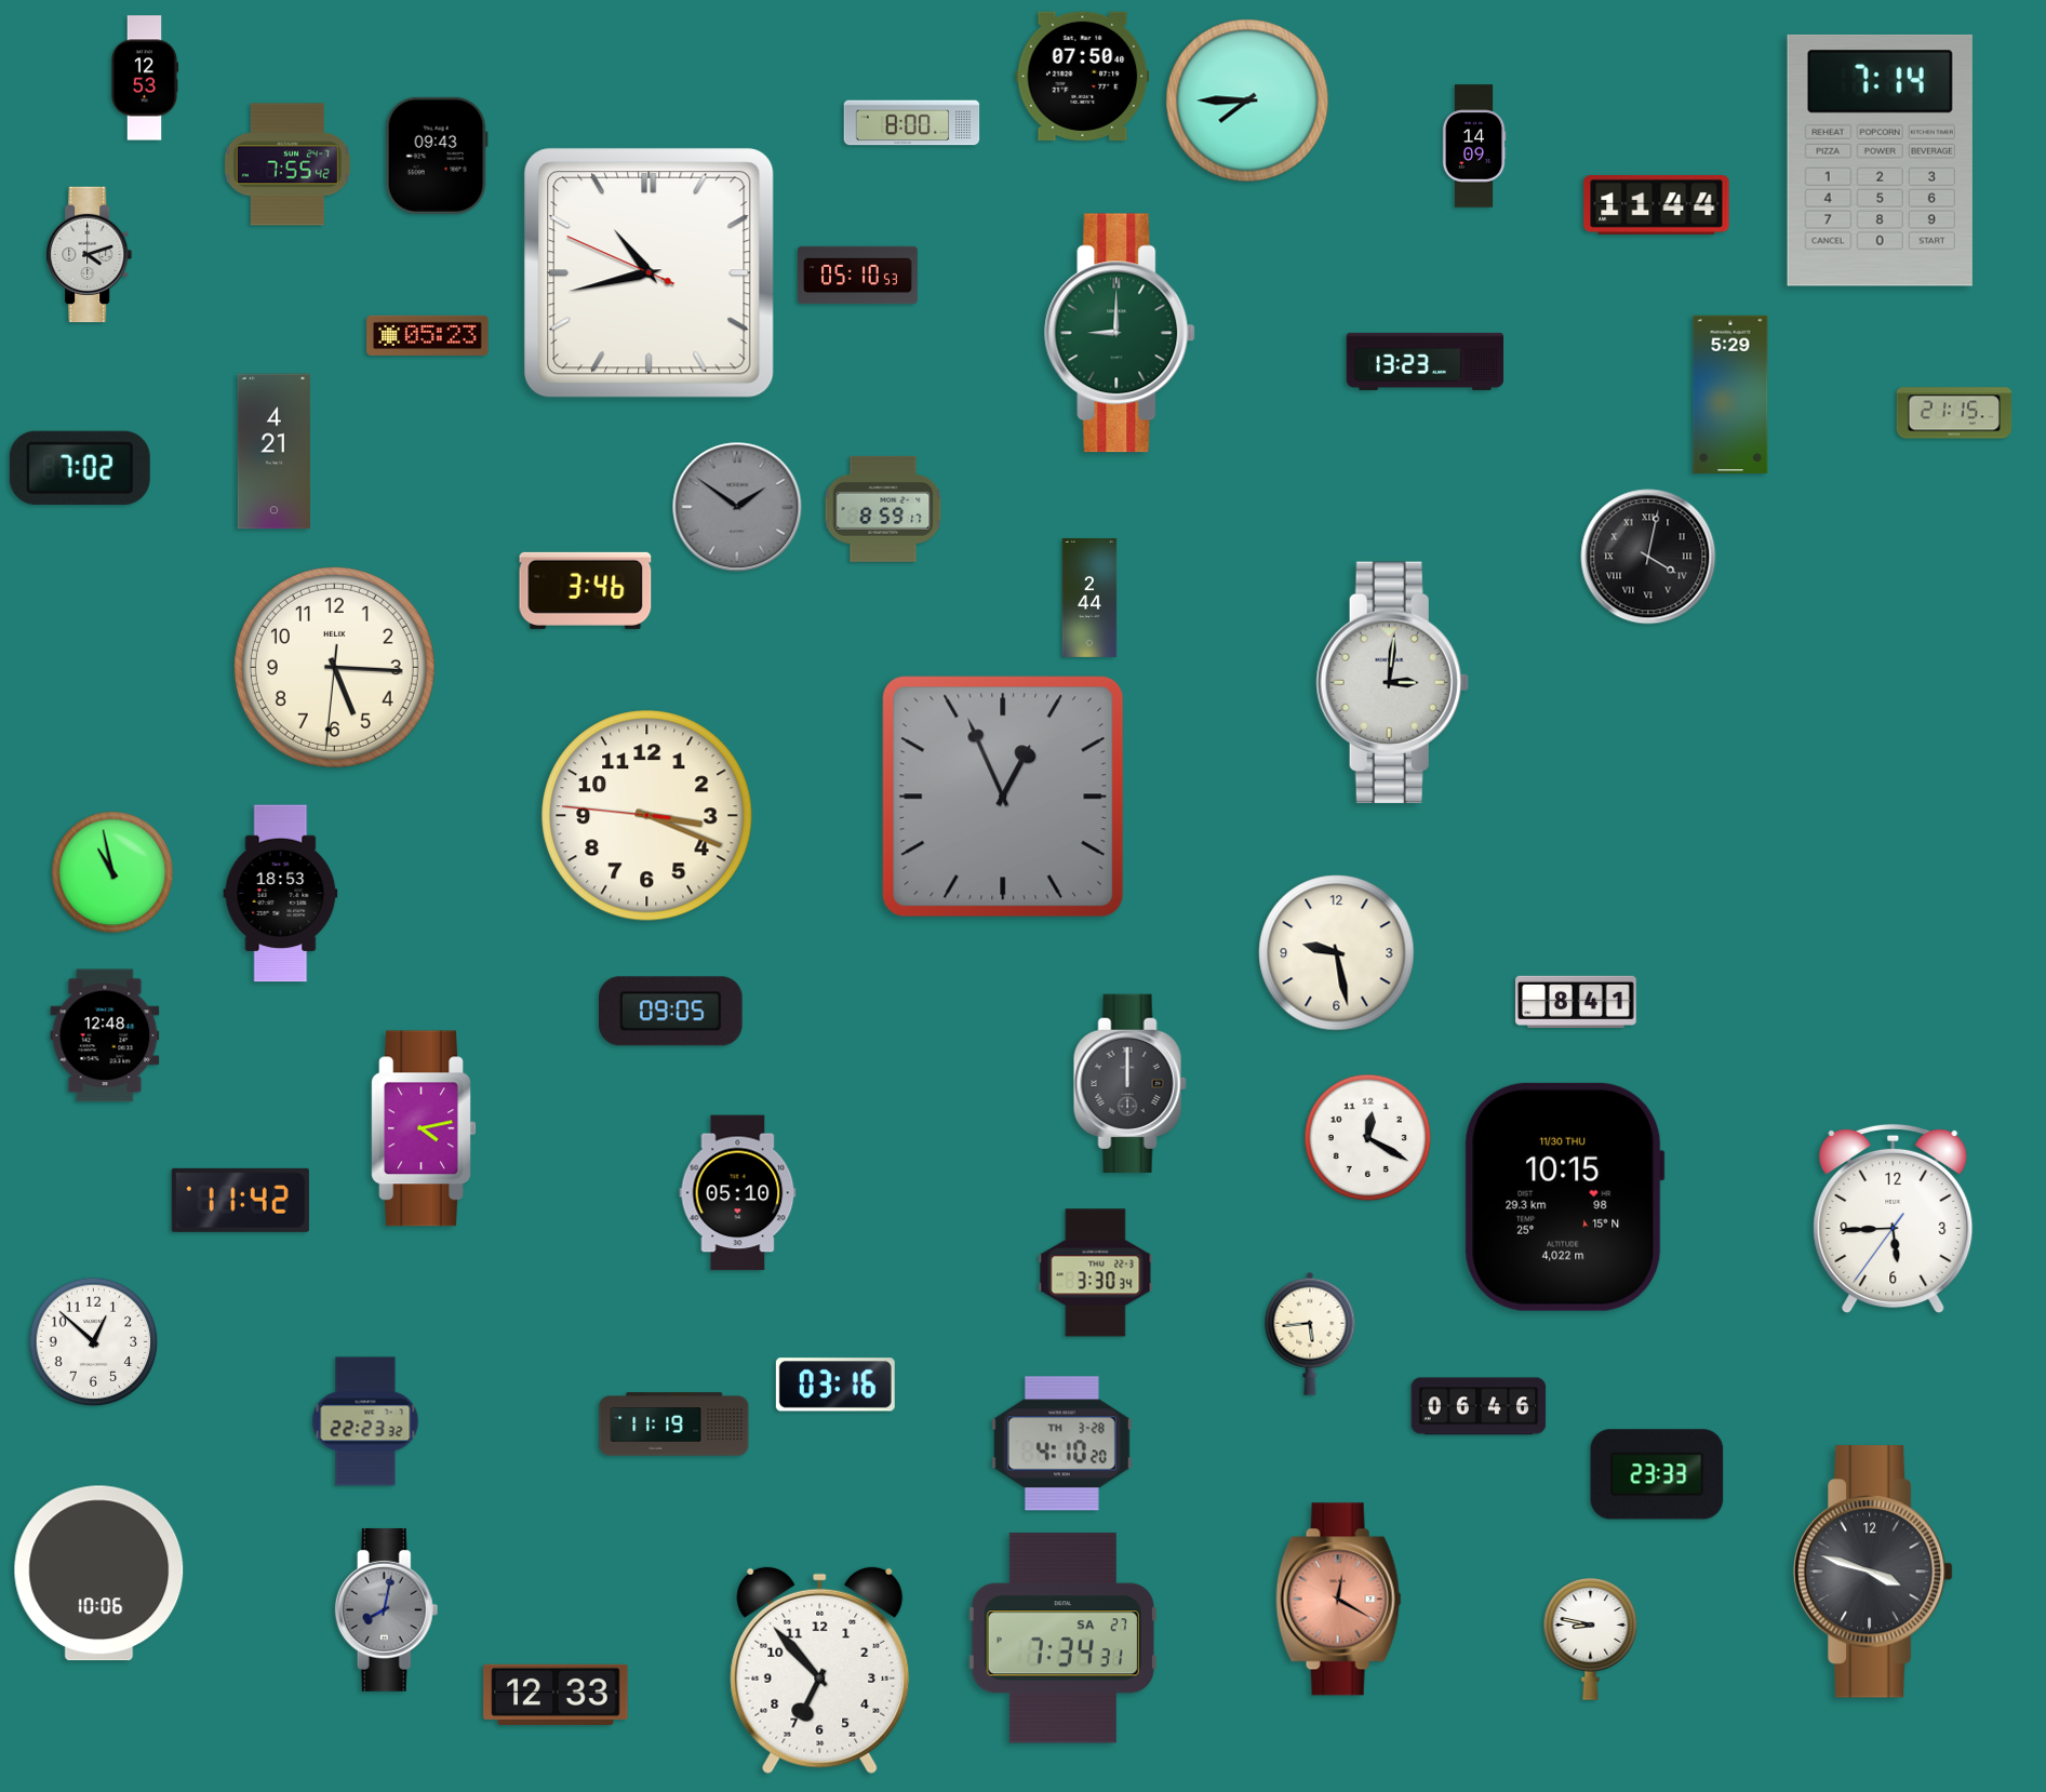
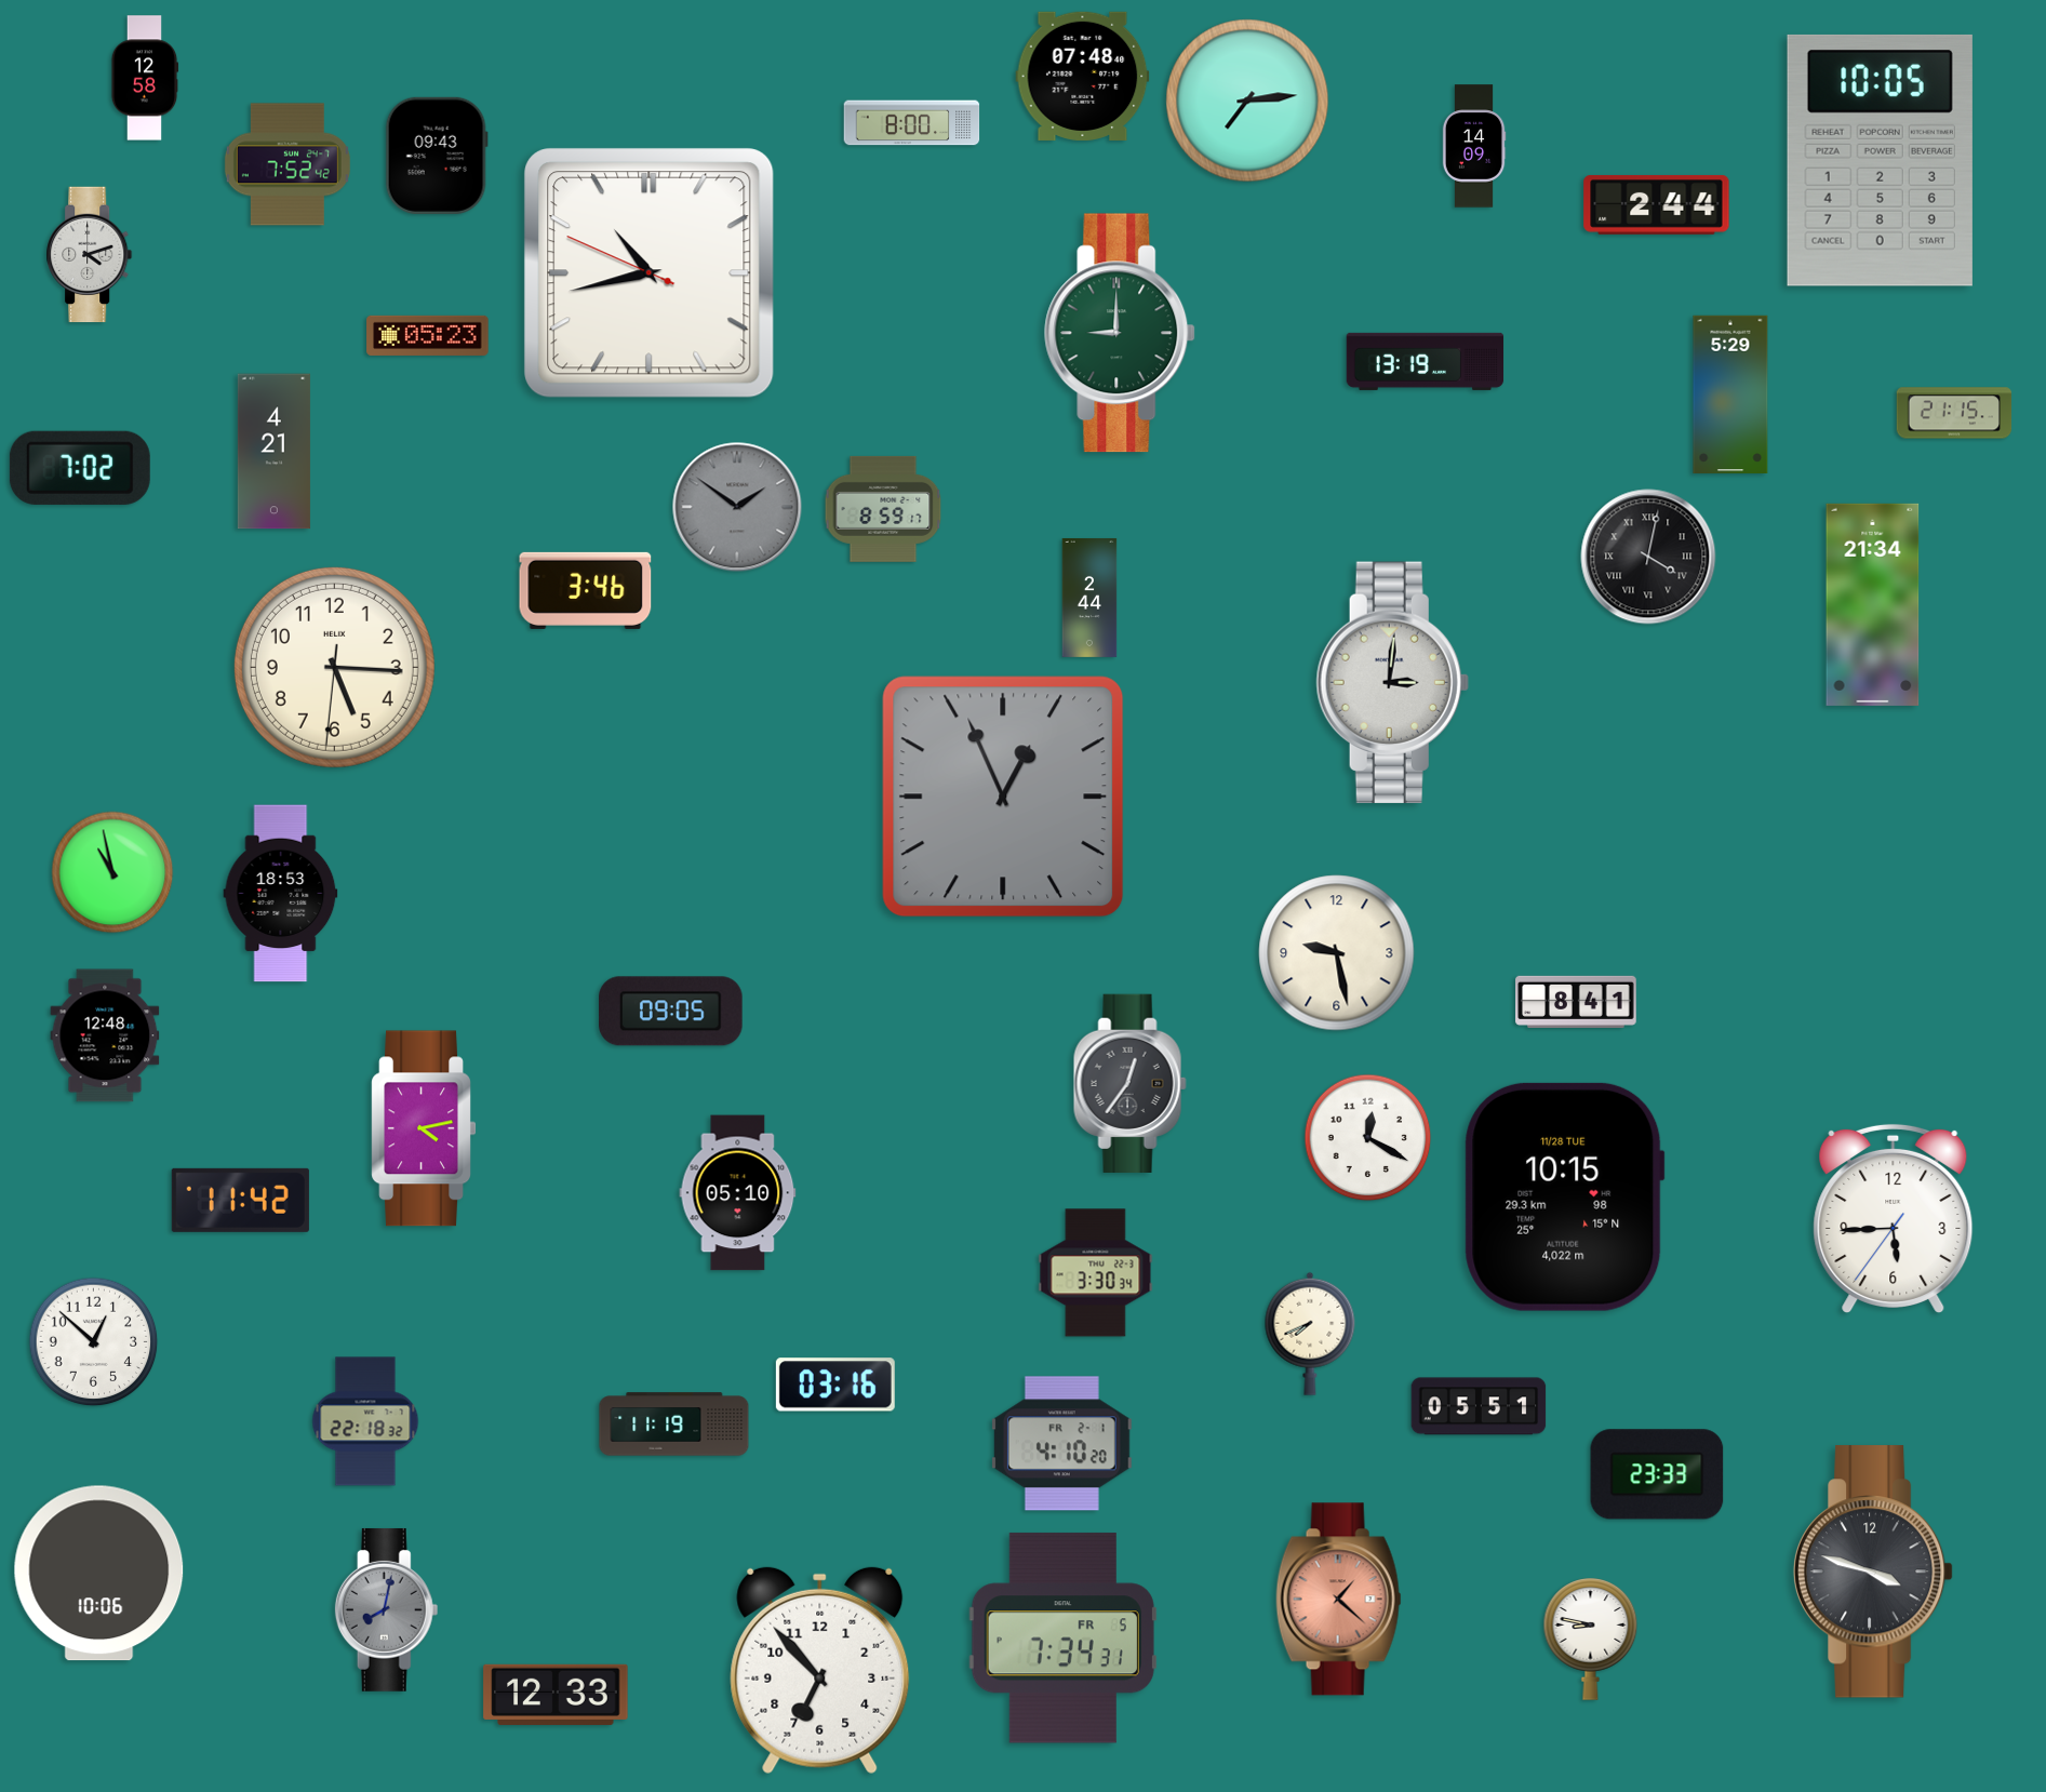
clock at (1083, 76): 07:50 -> 07:48
clock at (145, 78): 12:53 -> 12:58
clock at (1247, 101): 7:45 -> 7:14
clock at (1880, 160): 7:14 -> 10:05
clock at (287, 164): 7:55 -> 7:52
clock at (1657, 204): 11:44 -> 2:44
clock at (858, 276): 05:10 -> none
clock at (1426, 361): 13:23 -> 13:19
clock at (1873, 604): none -> 21:34
clock at (647, 816): 3:18 -> none
clock at (1129, 1083): 12:00 -> 12:36
clock at (1564, 1196) date: 11/30 THU -> 11/28 TUE
clock at (1310, 1334): 5:44 -> 7:41
clock at (1479, 1406): 06:46 -> 05:51
clock at (365, 1421): 22:23 -> 22:18
clock at (1061, 1444) date: TH 3-28 -> FR 2-1
clock at (1338, 1600): 12:20 -> 1:22
clock at (1062, 1639) date: SA 27 -> FR 5
